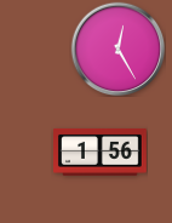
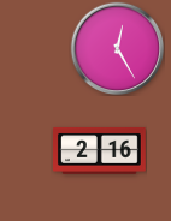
clock at (101, 153): 1:56 -> 2:16
